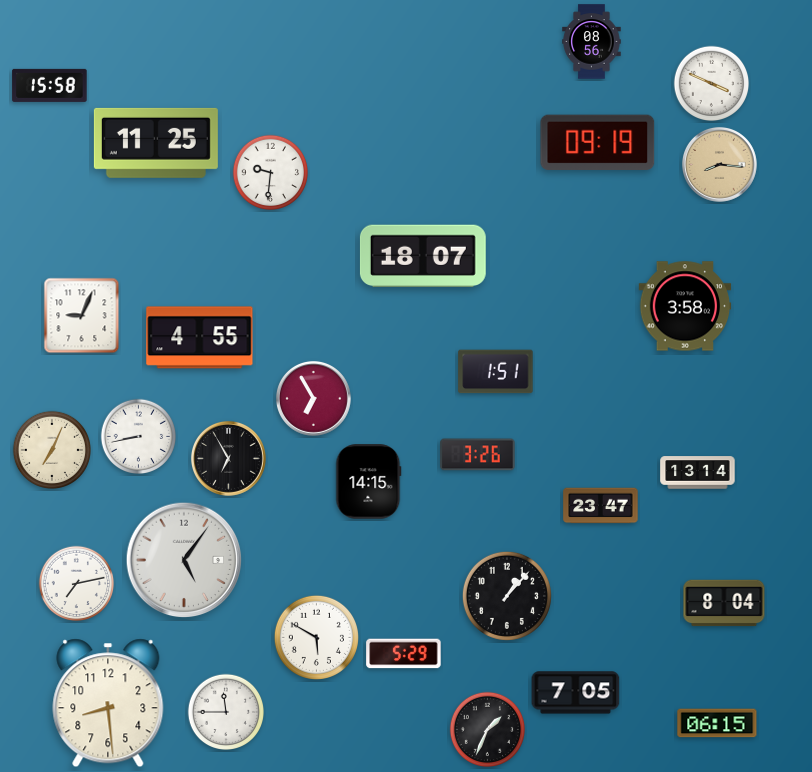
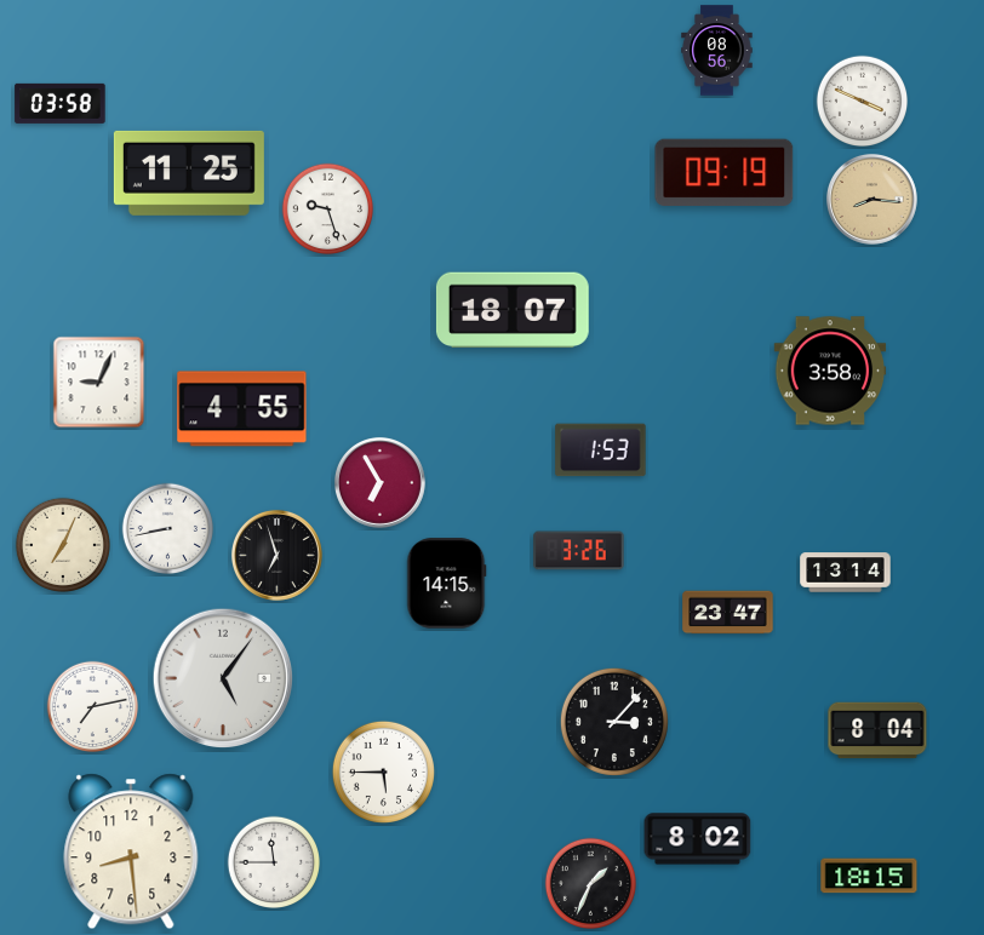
clock at (50, 85): 15:58 -> 03:58
clock at (271, 173): 9:31 -> 9:27
clock at (496, 372): 1:51 -> 1:53
clock at (228, 458): 6:55 -> 6:57
clock at (507, 596): 1:07 -> 3:07
clock at (316, 637): 5:50 -> 5:45
clock at (404, 654): 5:29 -> none
clock at (576, 693): 7:05 -> 8:02
clock at (717, 723): 06:15 -> 18:15
